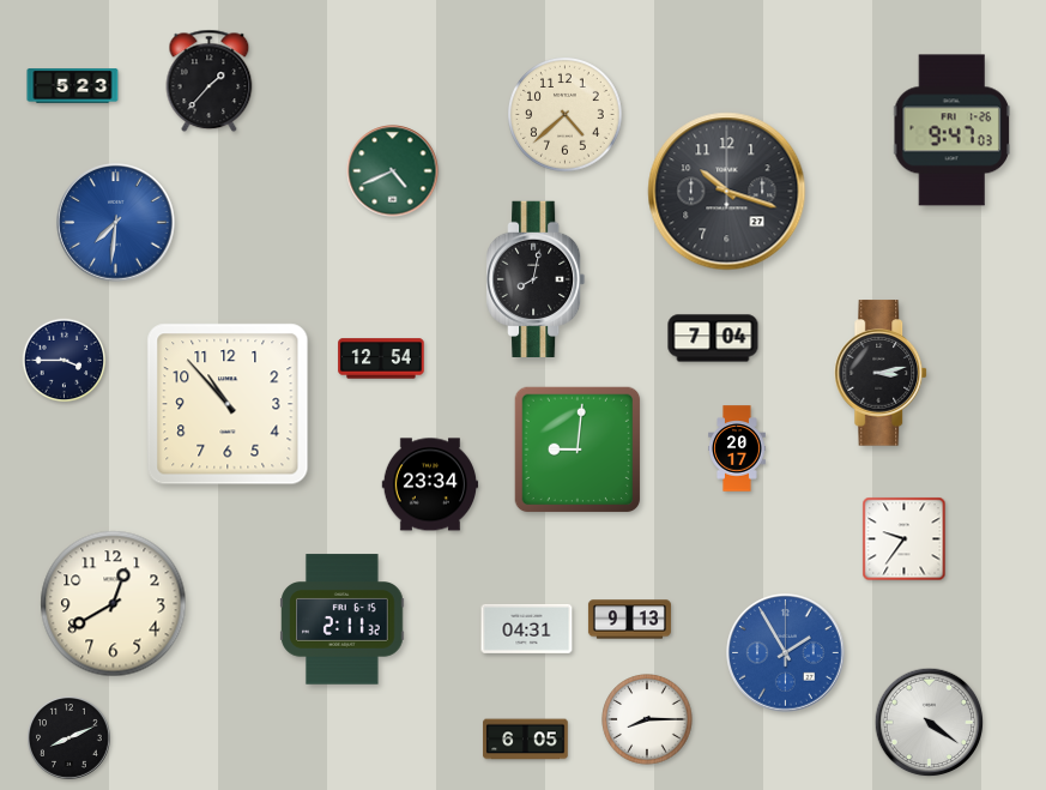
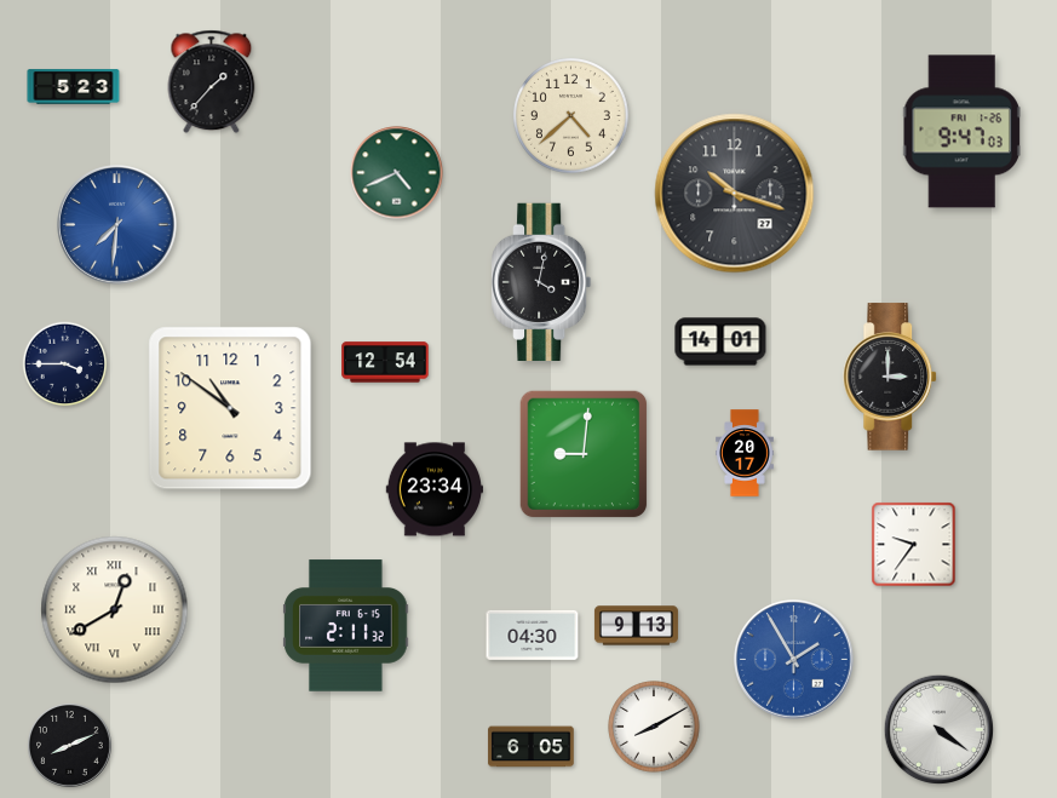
clock at (536, 278): 8:02 -> 4:02
clock at (713, 338): 7:04 -> 14:01
clock at (882, 373): 3:13 -> 3:00
clock at (228, 404): 10:53 -> 10:51
clock at (114, 604) numerals: Arabic -> Roman
clock at (527, 628): 04:31 -> 04:30
clock at (647, 719): 8:15 -> 8:10
